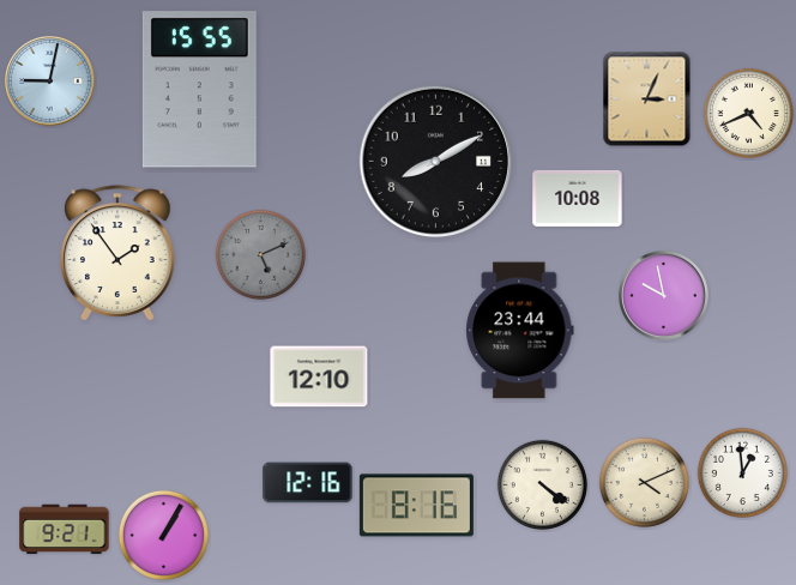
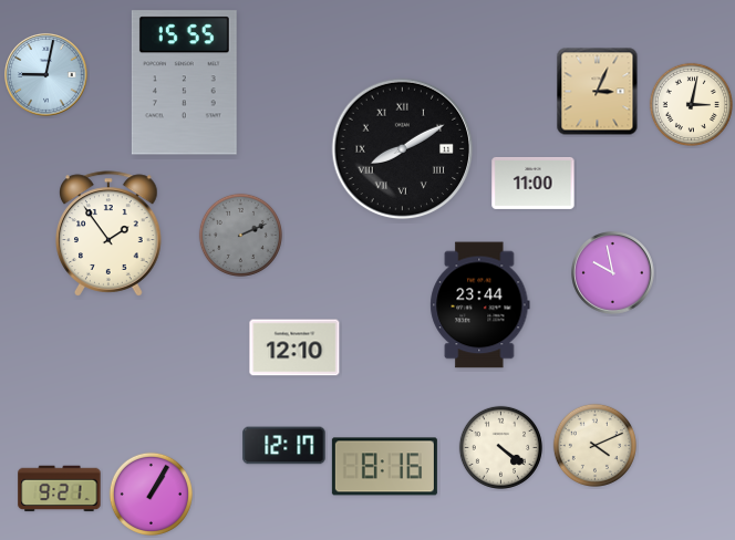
clock at (748, 113): 4:41 -> 3:02
clock at (436, 162) numerals: Arabic -> Roman
clock at (578, 198): 10:08 -> 11:00
clock at (260, 254): 5:11 -> 2:11
clock at (742, 472): 12:59 -> none
clock at (308, 483): 12:16 -> 12:17
